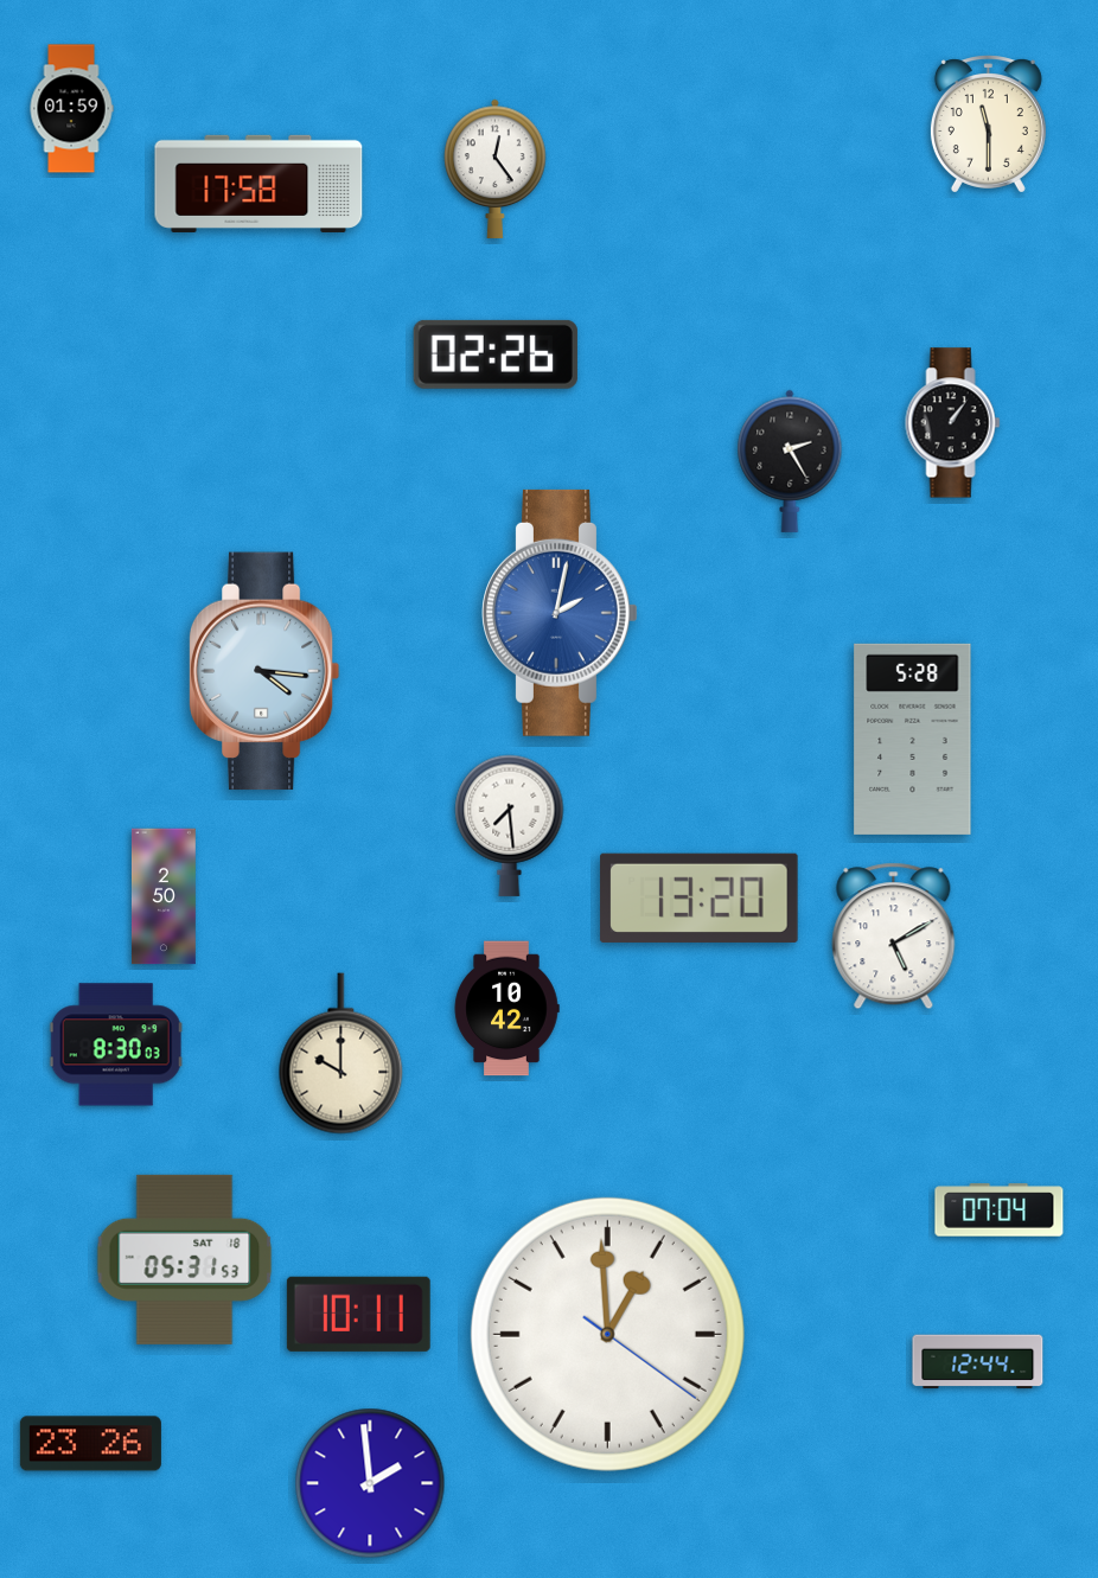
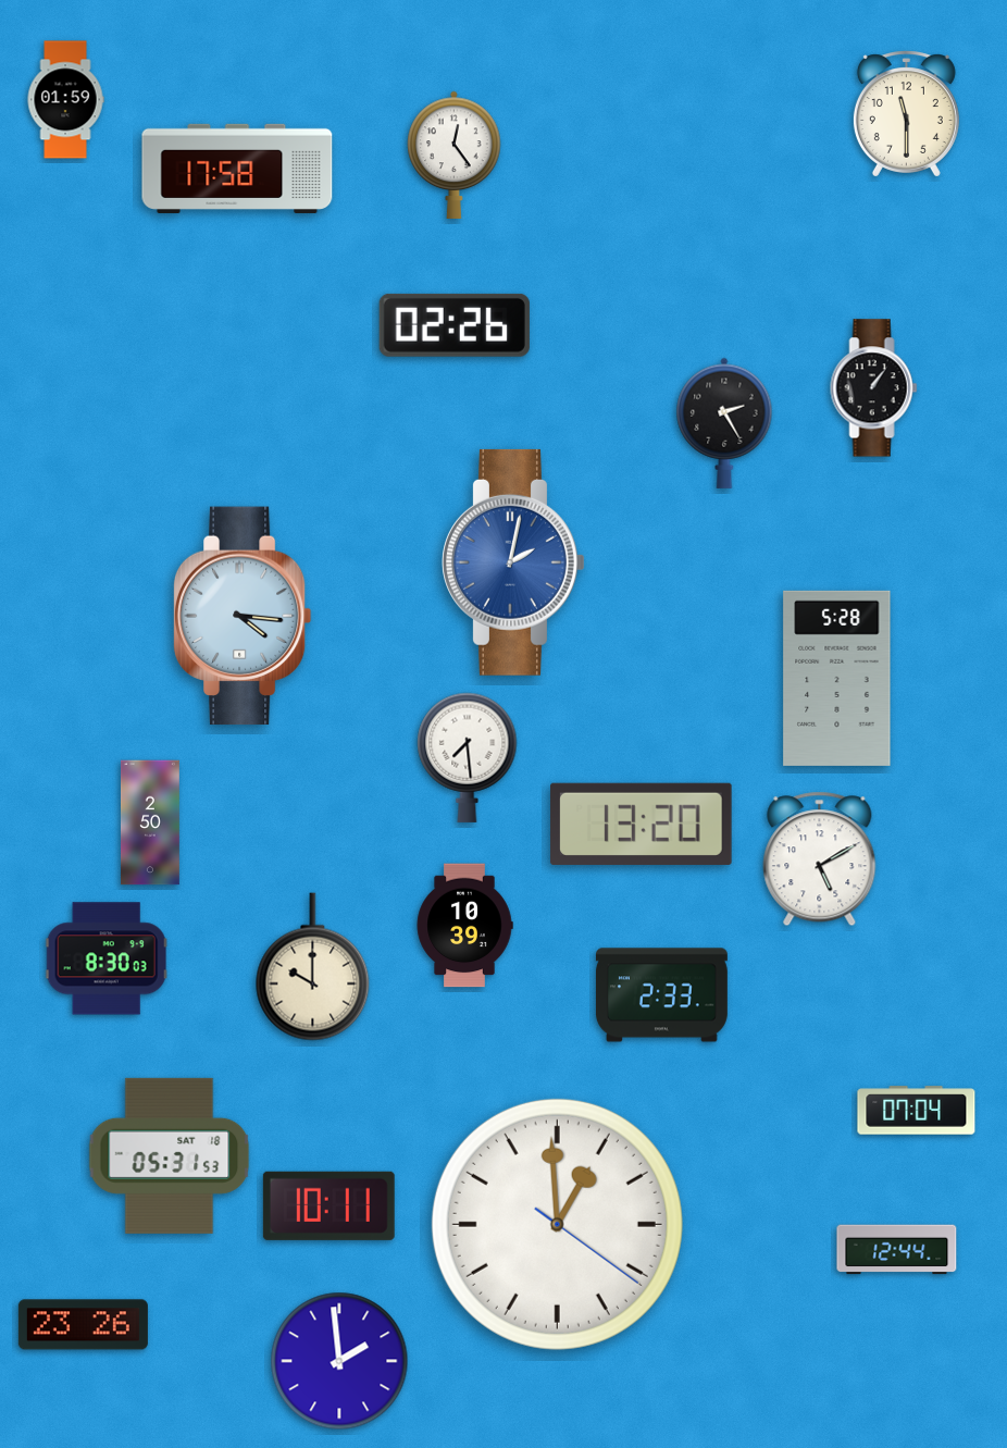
clock at (506, 1009): 10:42 -> 10:39
clock at (662, 995): none -> 2:33
